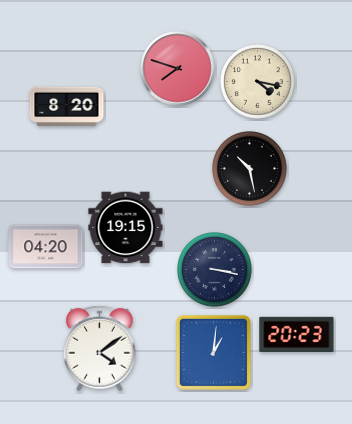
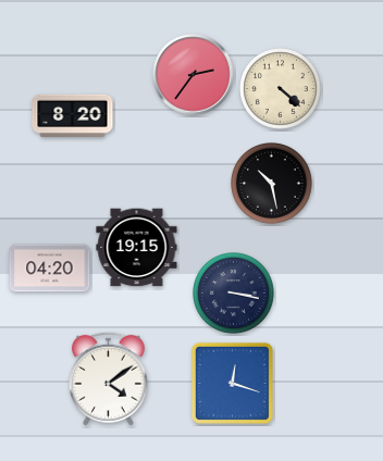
clock at (178, 69): 7:48 -> 2:36
clock at (258, 82): 4:17 -> 4:22
clock at (297, 335): 20:23 -> none
clock at (213, 352): 1:01 -> 12:18
